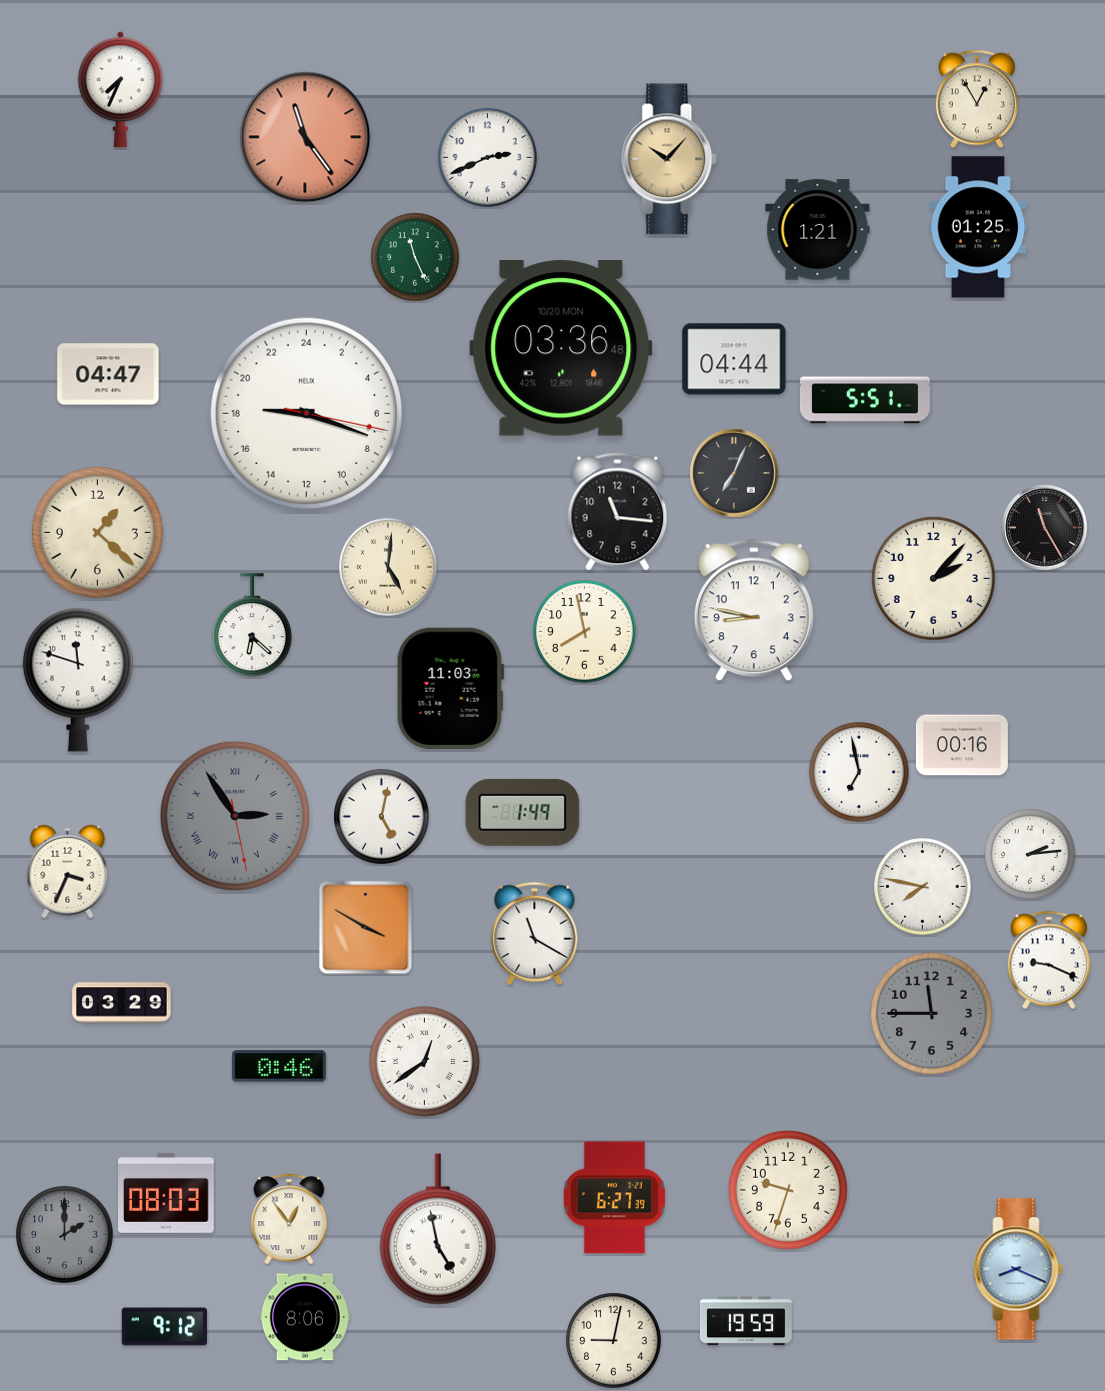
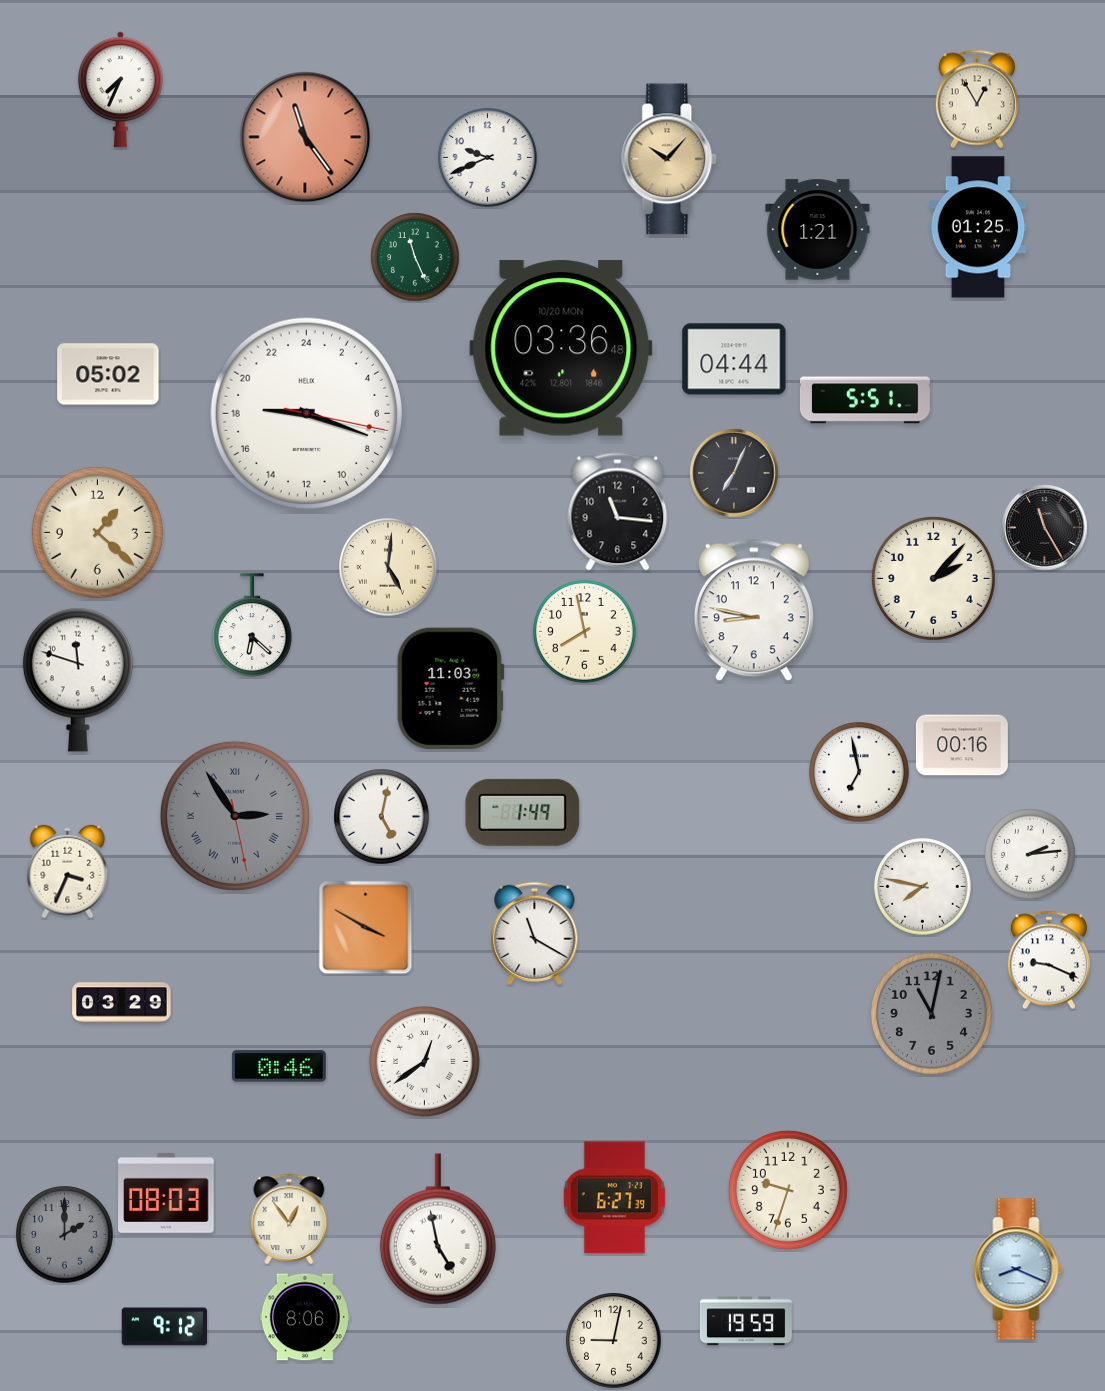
clock at (488, 158): 2:41 -> 9:41
clock at (108, 374): 04:47 -> 05:02
clock at (931, 1013): 11:45 -> 11:02
